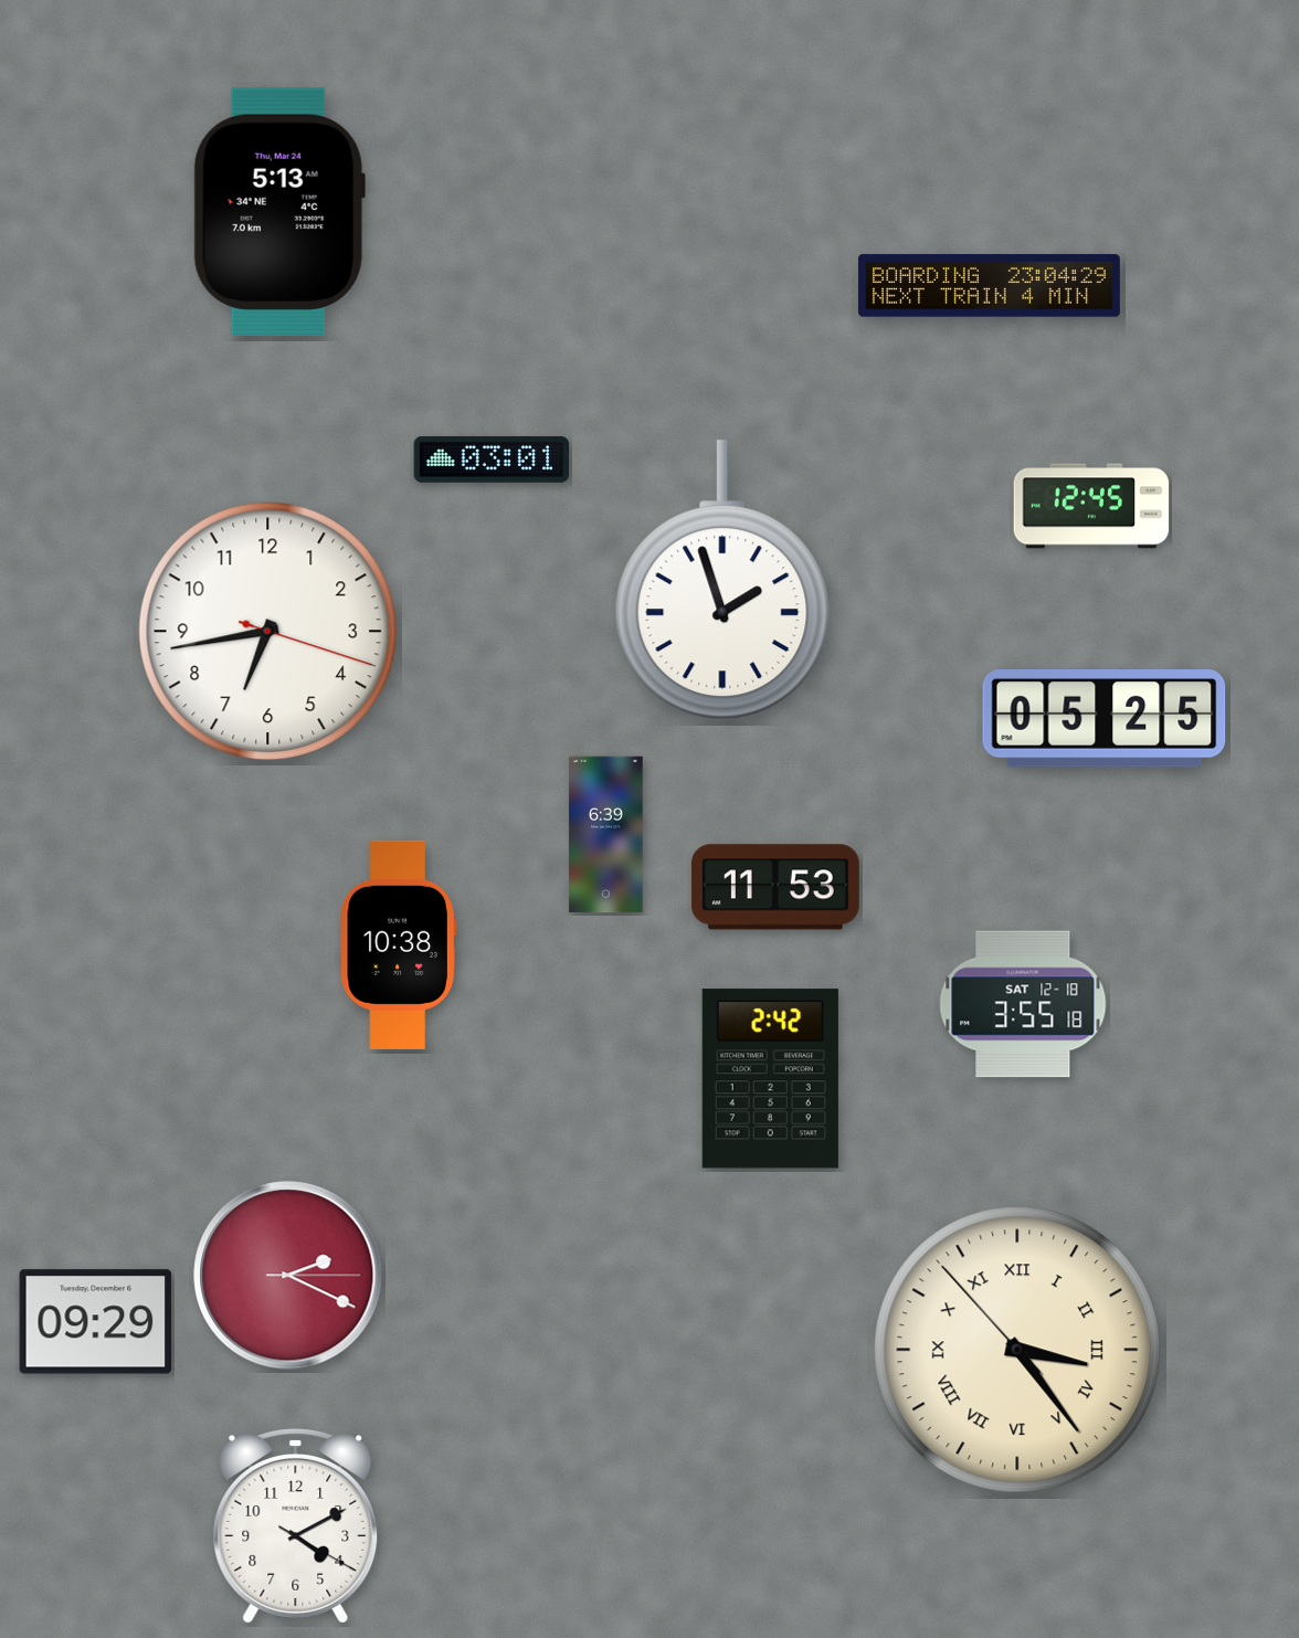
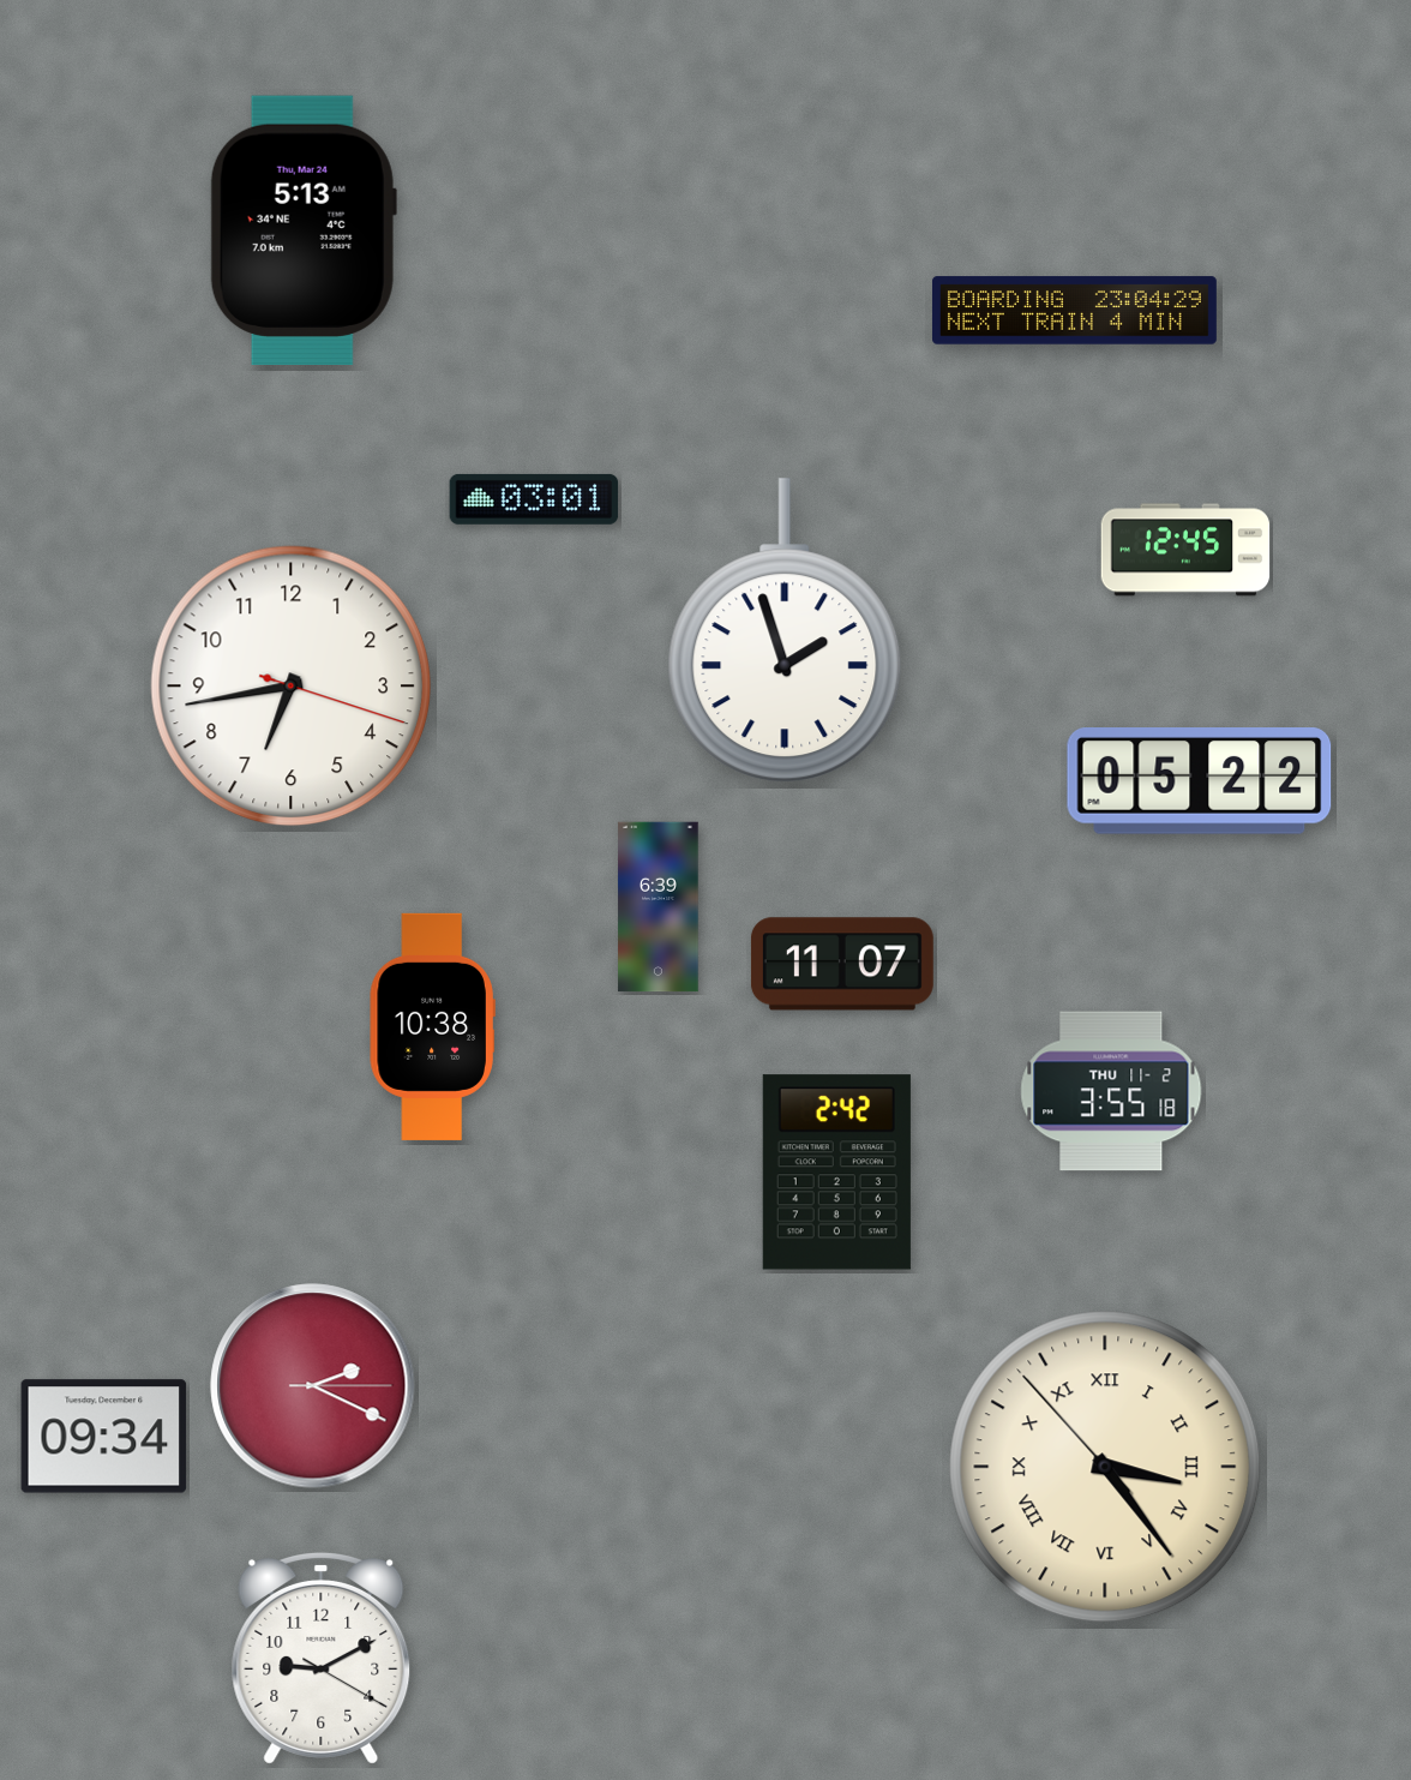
clock at (1105, 719): 05:25 -> 05:22
clock at (775, 887): 11:53 -> 11:07
clock at (1023, 1004) date: SAT 12-18 -> THU 11-2
clock at (96, 1322): 09:29 -> 09:34
clock at (296, 1526): 4:10 -> 9:10
